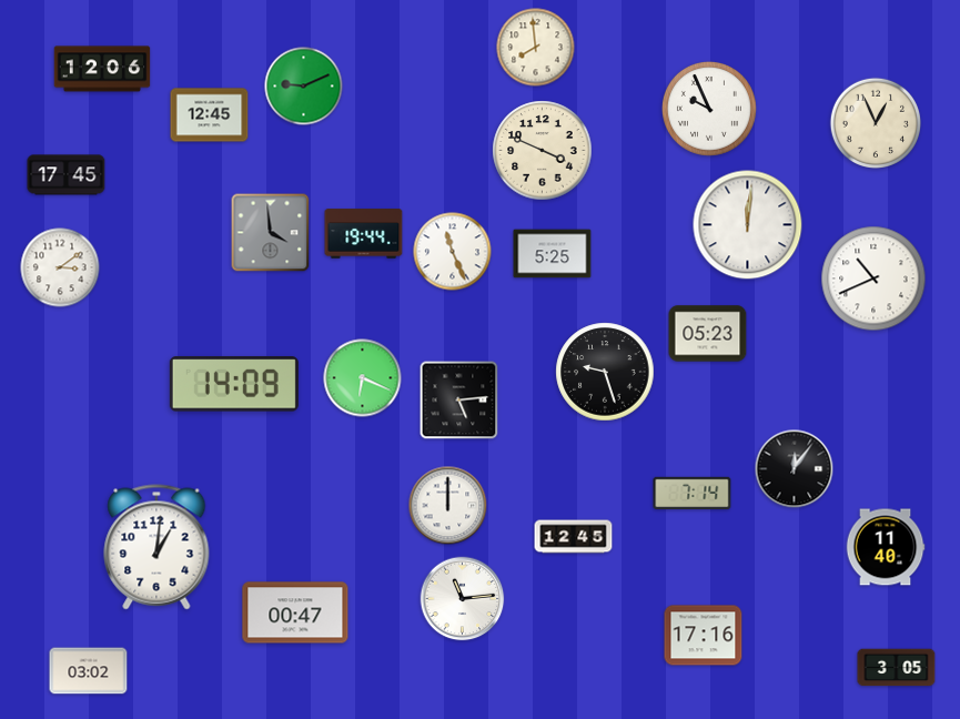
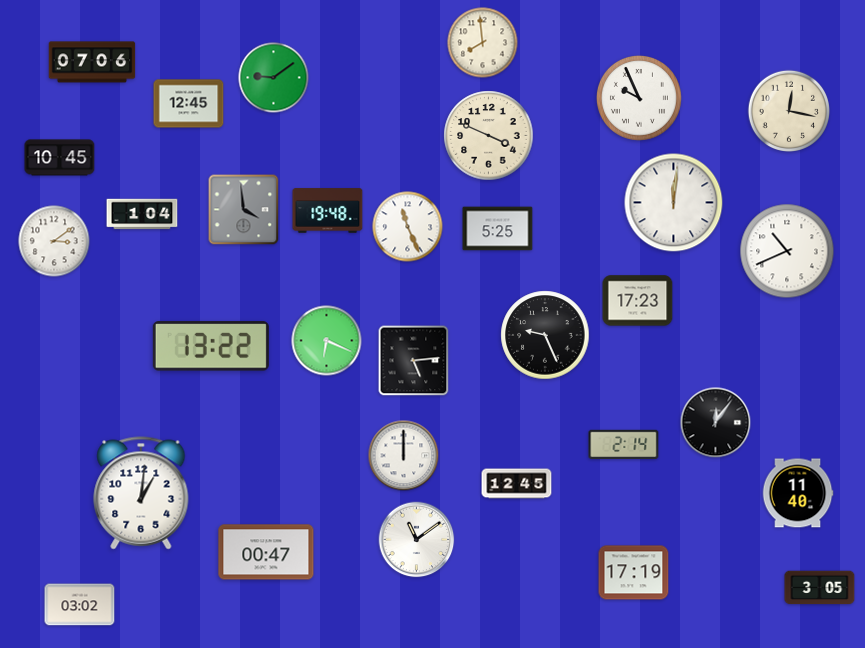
clock at (102, 69): 12:06 -> 07:06
clock at (304, 87): 9:11 -> 9:09
clock at (875, 122): 12:56 -> 12:17
clock at (67, 175): 17:45 -> 10:45
clock at (364, 234): 19:44 -> 19:48
clock at (142, 214): none -> 1:04
clock at (708, 334): 05:23 -> 17:23
clock at (605, 372): 9:27 -> 9:26
clock at (234, 384): 14:09 -> 13:22
clock at (693, 493): 7:14 -> 2:14
clock at (463, 599): 11:14 -> 11:09
clock at (704, 636): 17:16 -> 17:19
clock at (897, 668) position: (897, 668) -> (820, 588)
